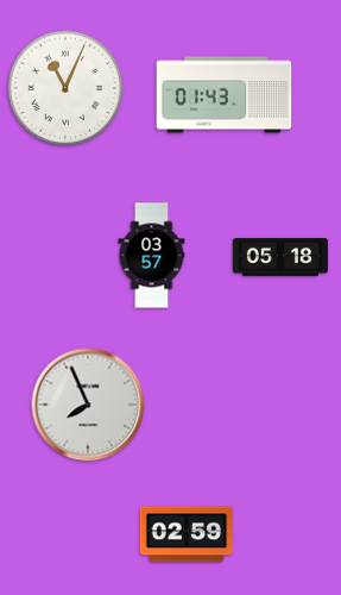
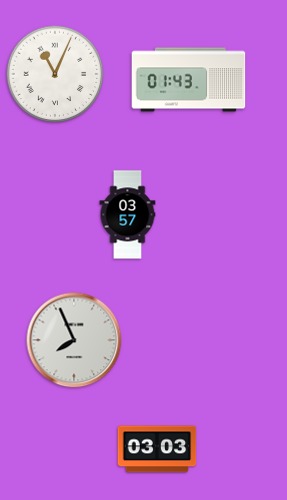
clock at (279, 257): 05:18 -> none
clock at (187, 534): 02:59 -> 03:03
